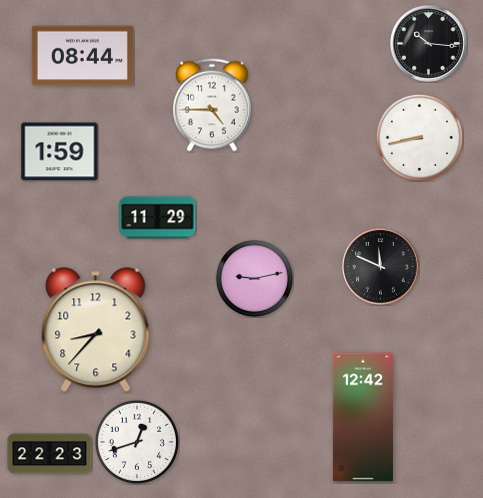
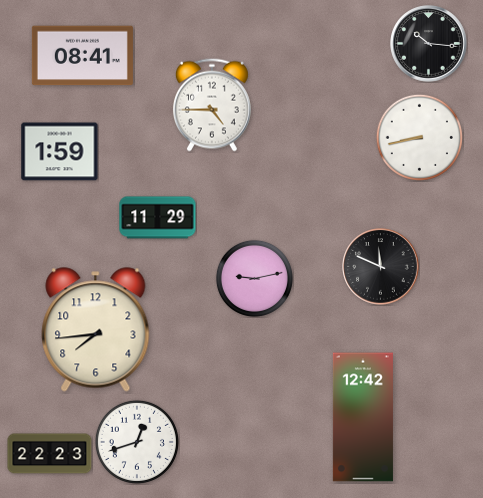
clock at (82, 56): 08:44 -> 08:41
clock at (96, 330): 8:37 -> 7:44
